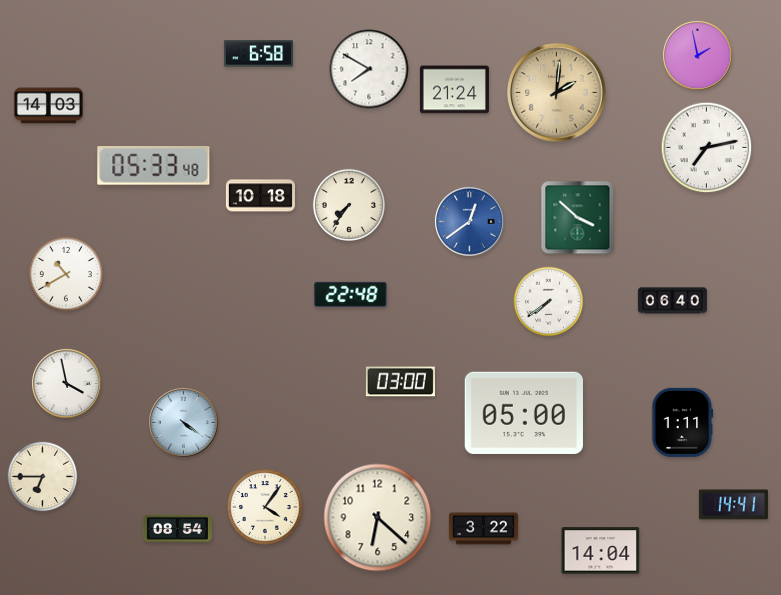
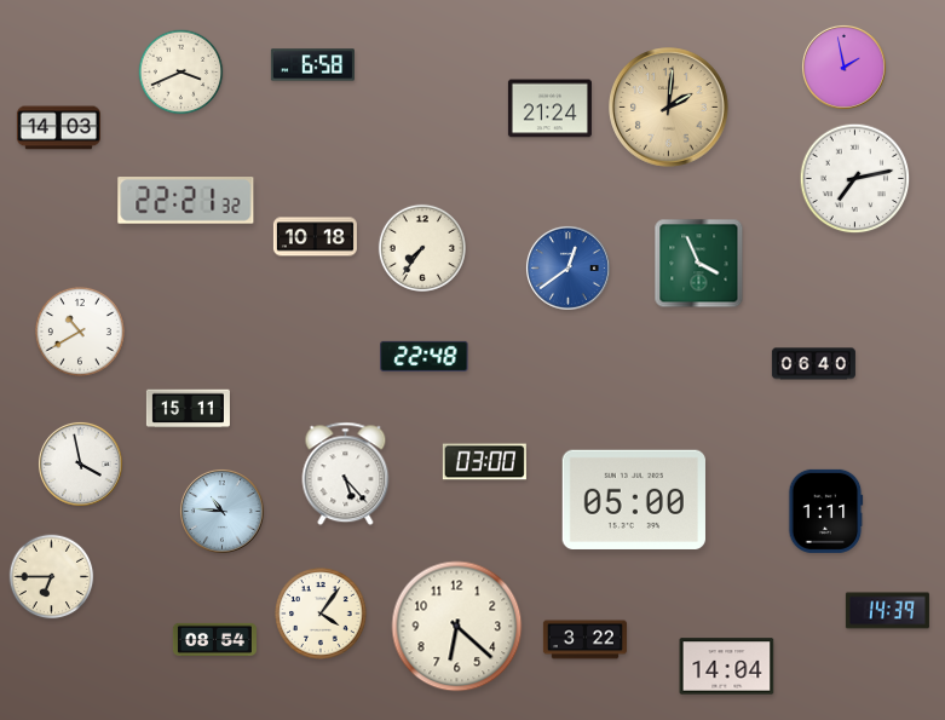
clock at (181, 73): none -> 3:41
clock at (369, 69): 7:50 -> none
clock at (557, 93) position: (557, 93) -> (669, 108)
clock at (154, 166): 05:33 -> 22:21
clock at (578, 218): 3:52 -> 3:56
clock at (549, 302): 7:39 -> none
clock at (188, 409): none -> 15:11
clock at (346, 474): none -> 5:23
clock at (183, 422): 4:21 -> 10:46
clock at (733, 505): 14:41 -> 14:39
